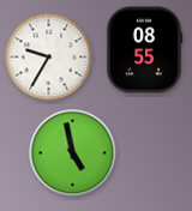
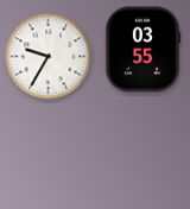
clock at (144, 50): 08:55 -> 03:55
clock at (73, 153): 4:58 -> none
